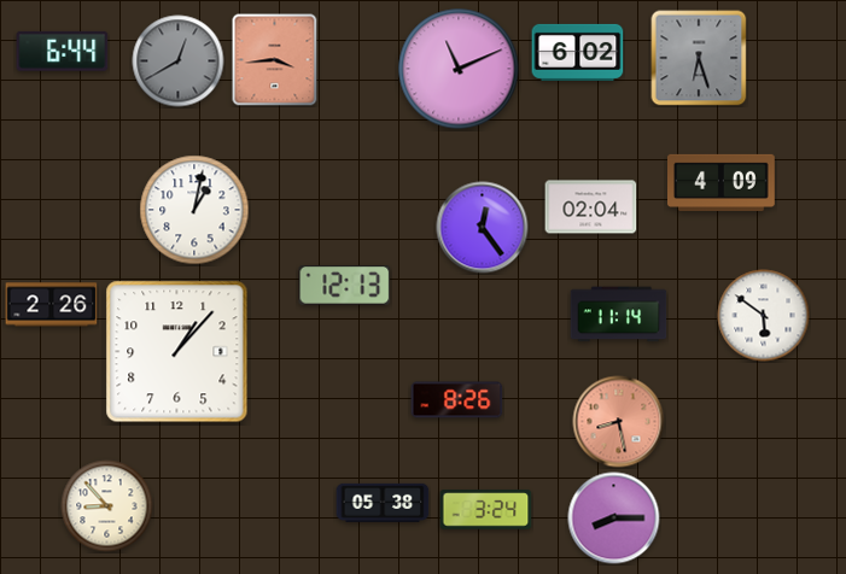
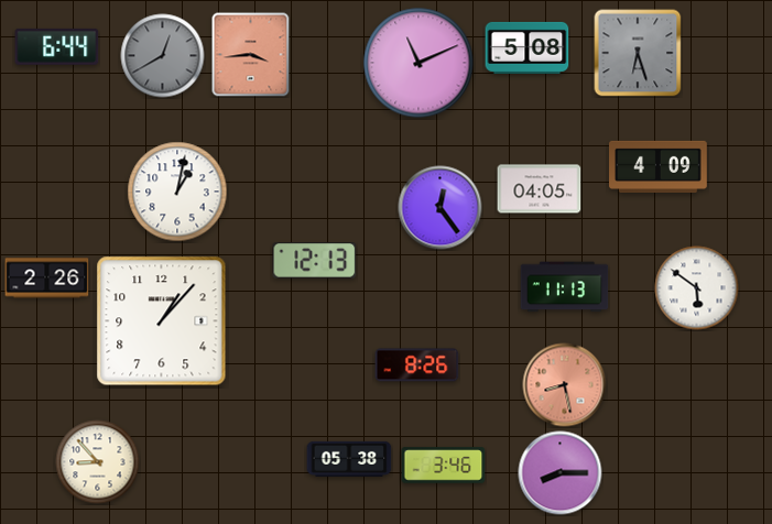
clock at (578, 52): 6:02 -> 5:08
clock at (591, 207): 02:04 -> 04:05
clock at (619, 315): 11:14 -> 11:13
clock at (486, 510): 3:24 -> 3:46
